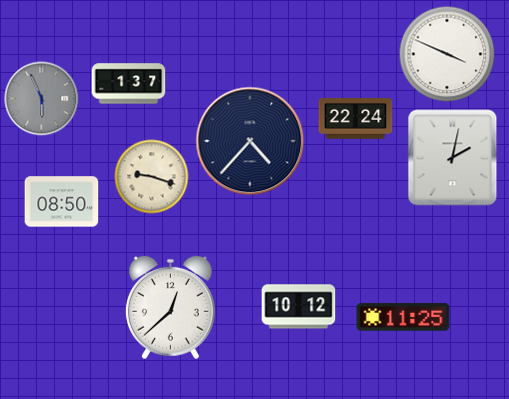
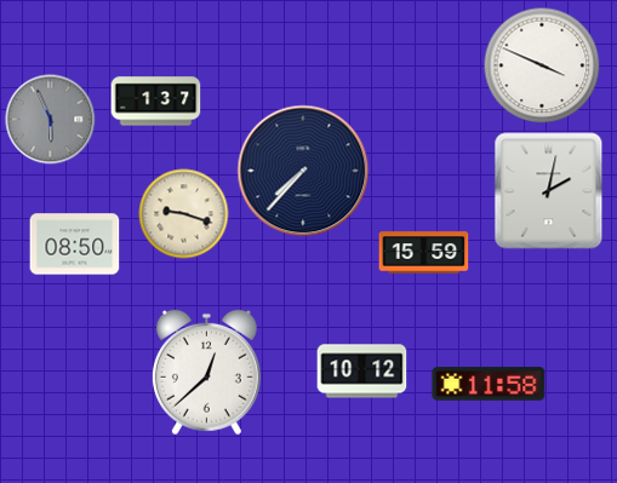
clock at (356, 119): 22:24 -> none
clock at (250, 141): 4:37 -> 7:37
clock at (424, 253): none -> 15:59
clock at (403, 317): 11:25 -> 11:58
